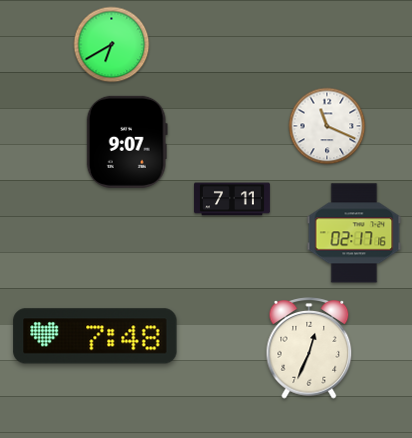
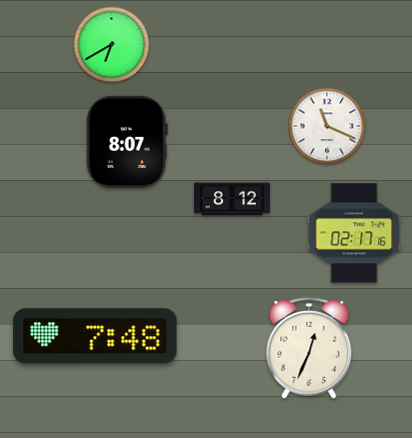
clock at (127, 142): 9:07 -> 8:07
clock at (232, 199): 7:11 -> 8:12
